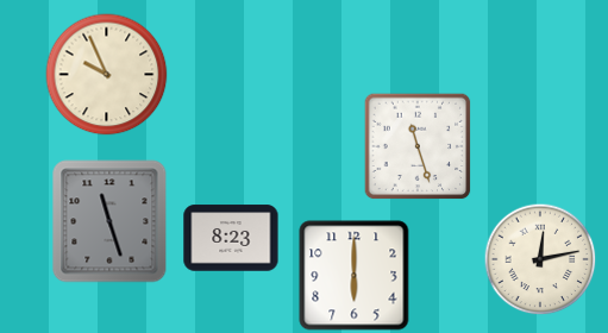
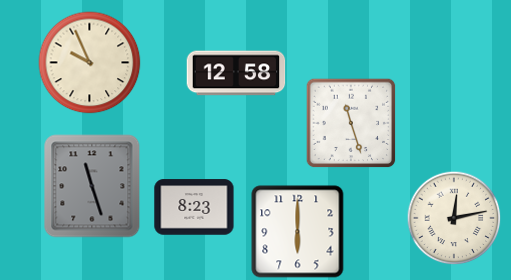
clock at (236, 73): none -> 12:58
clock at (231, 238) position: (231, 238) -> (194, 207)
